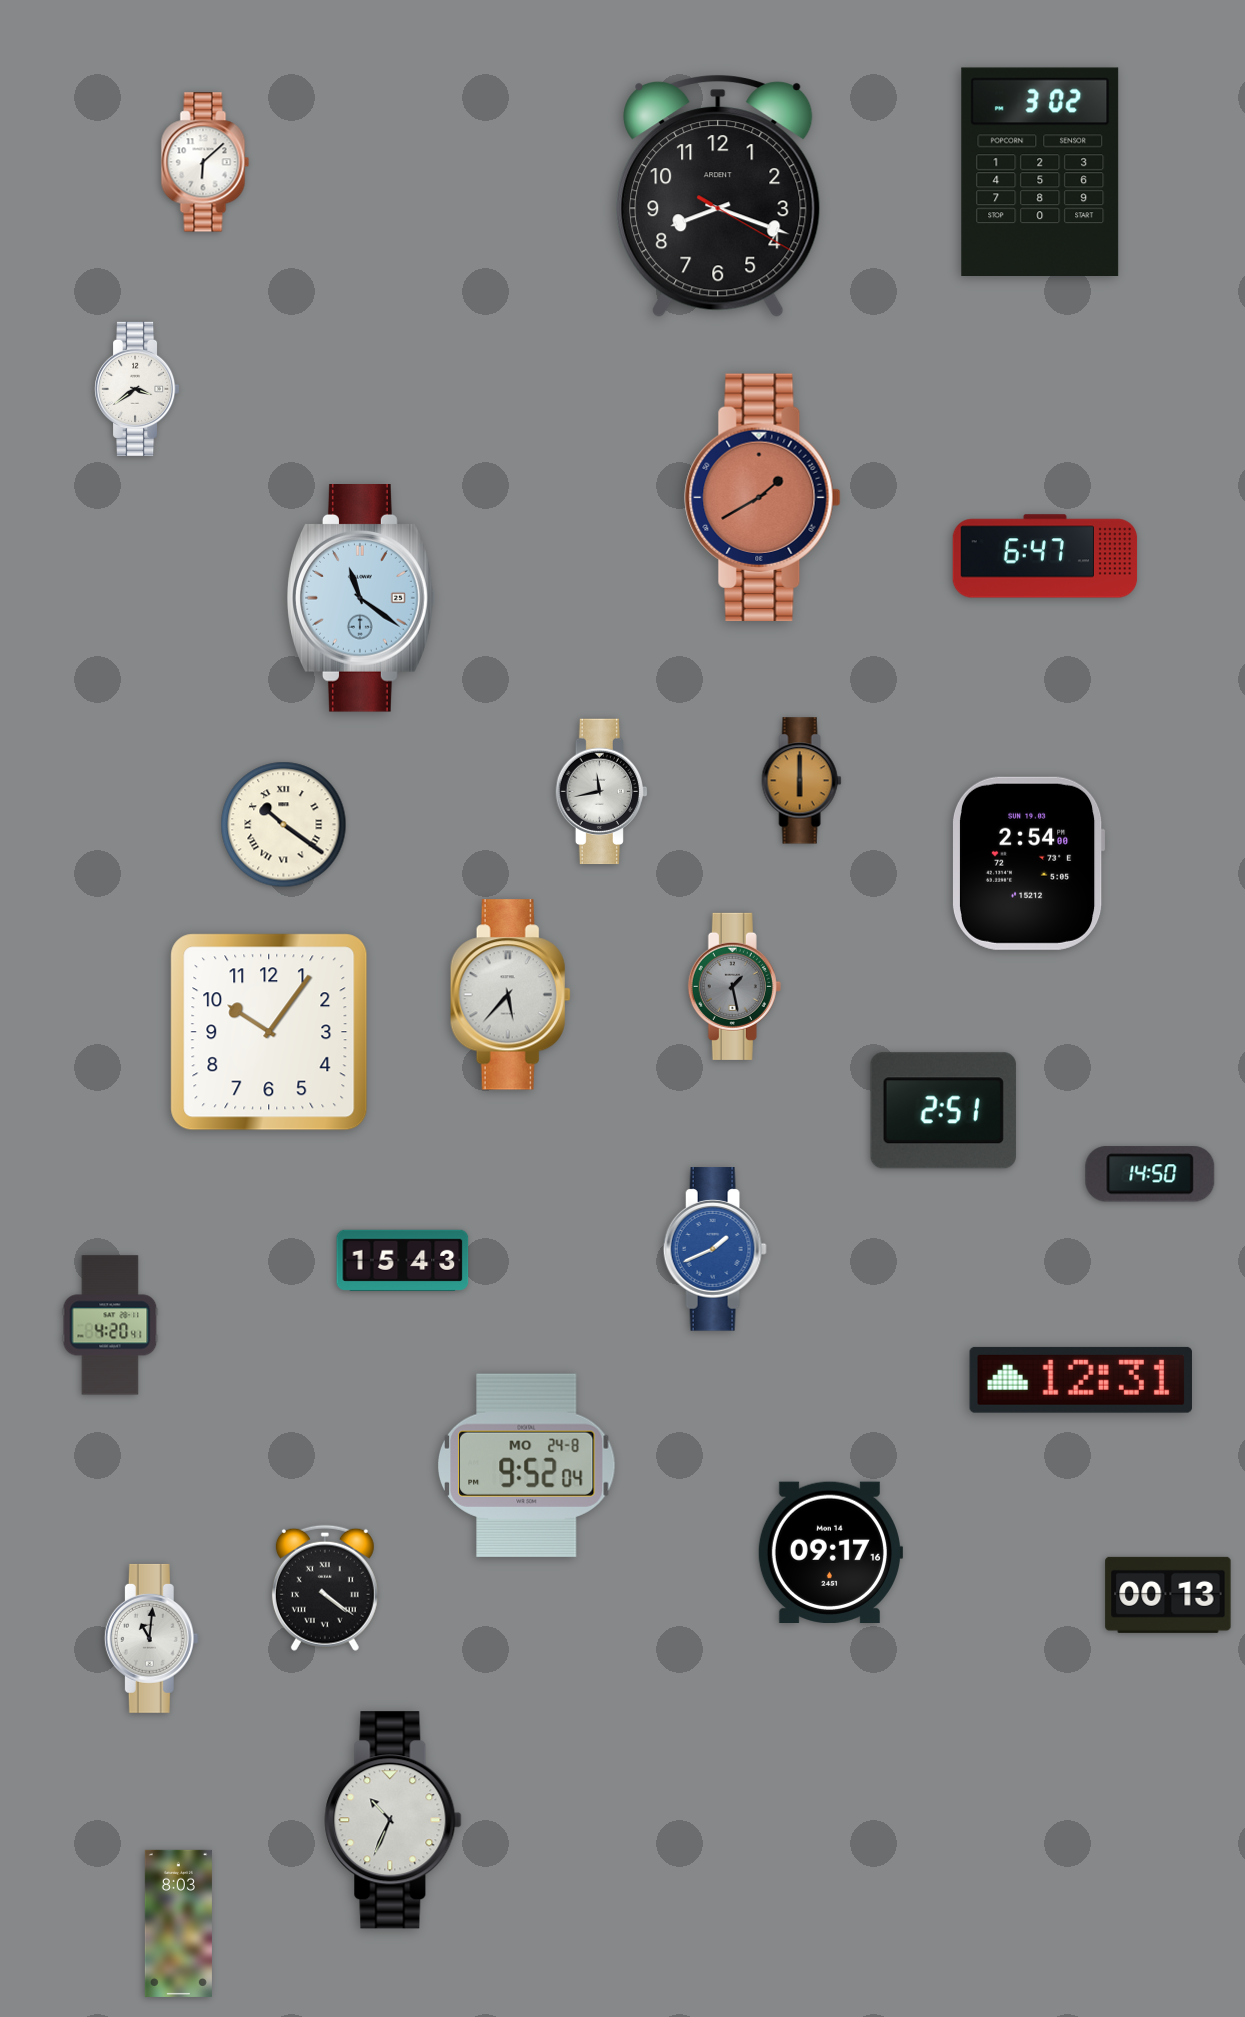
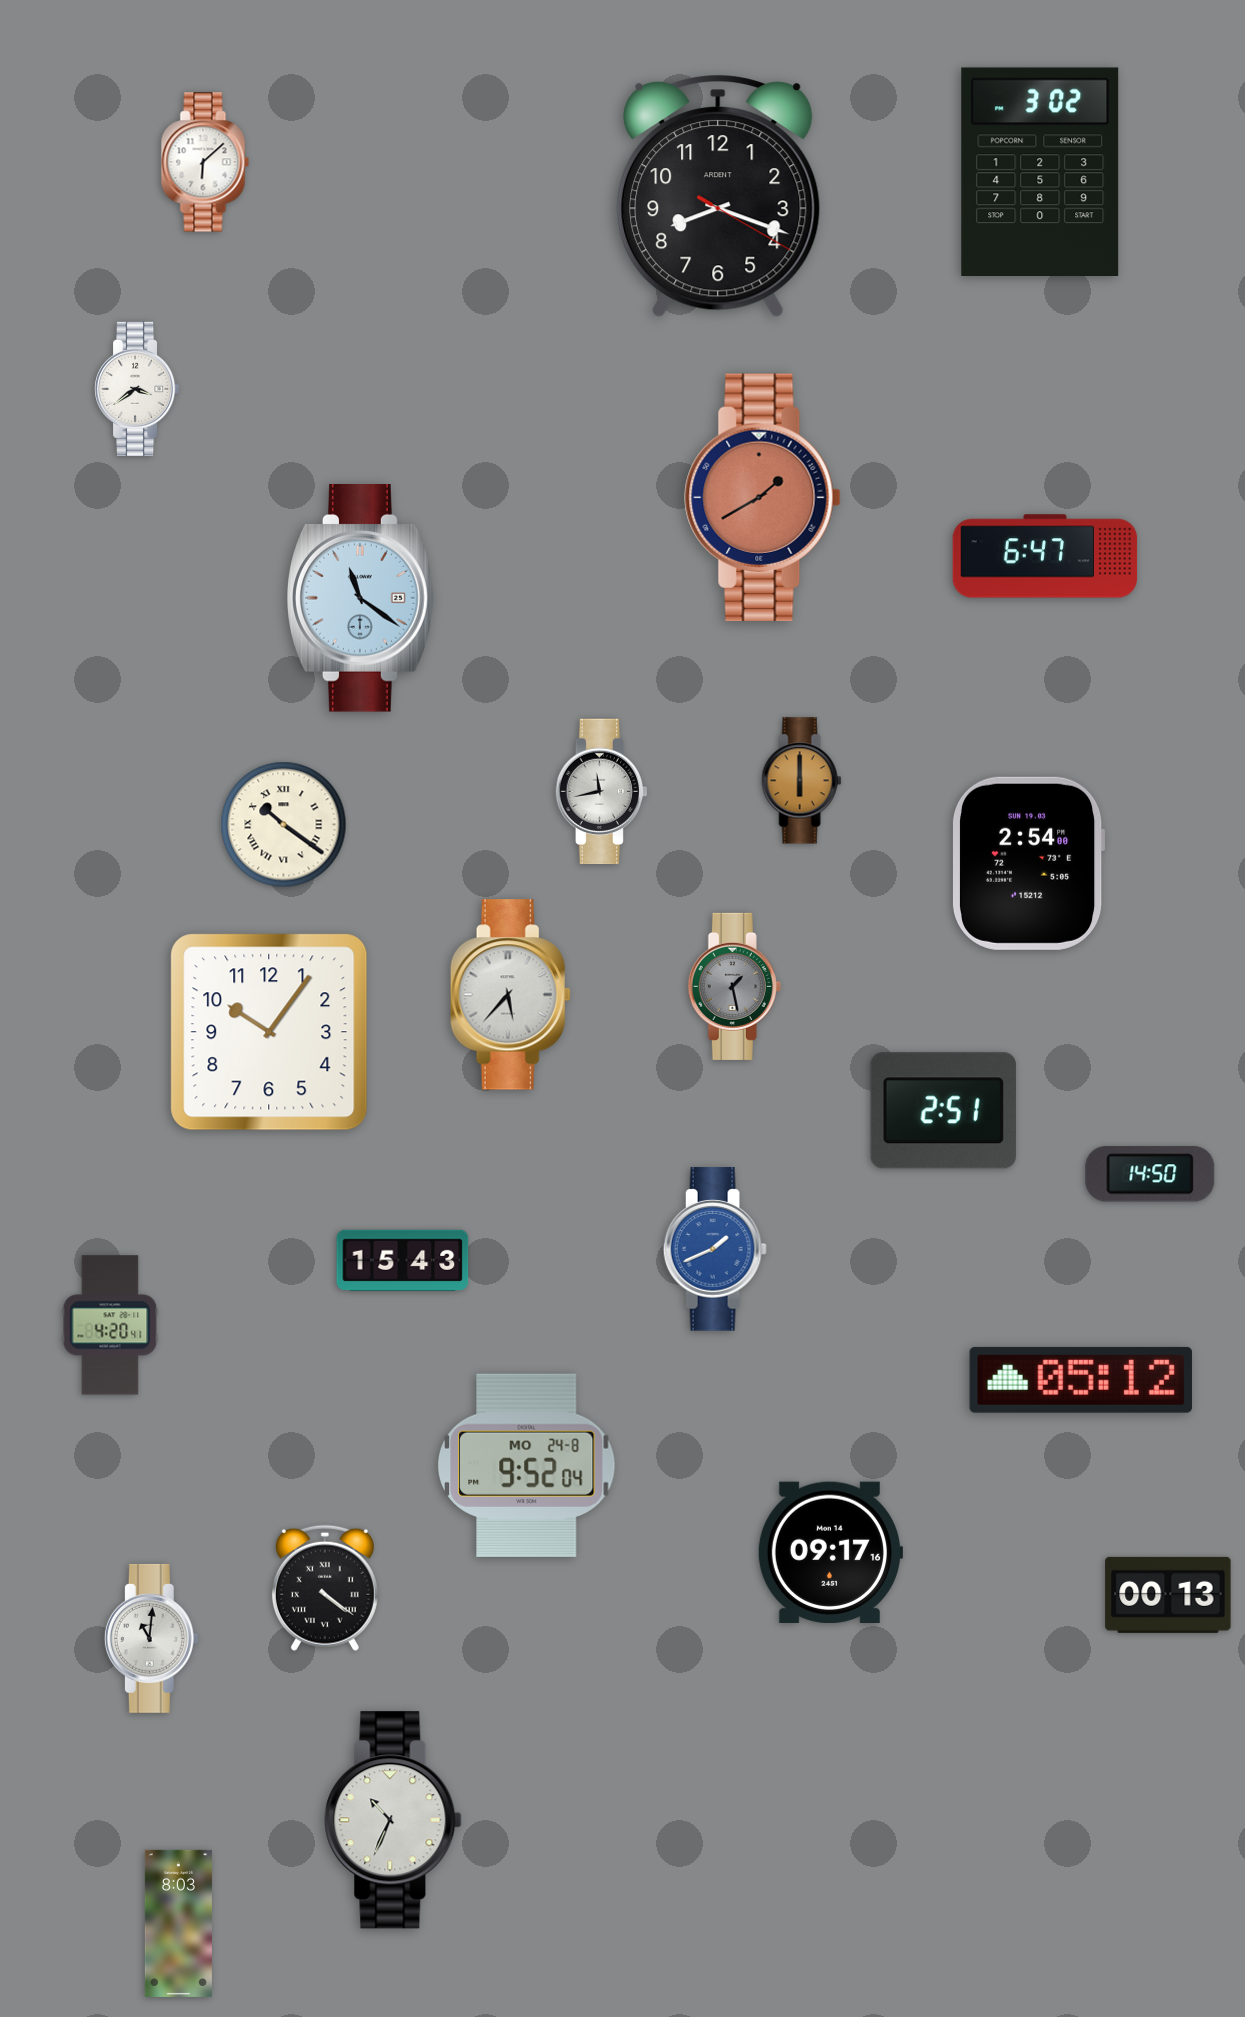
clock at (1081, 1380): 12:31 -> 05:12
